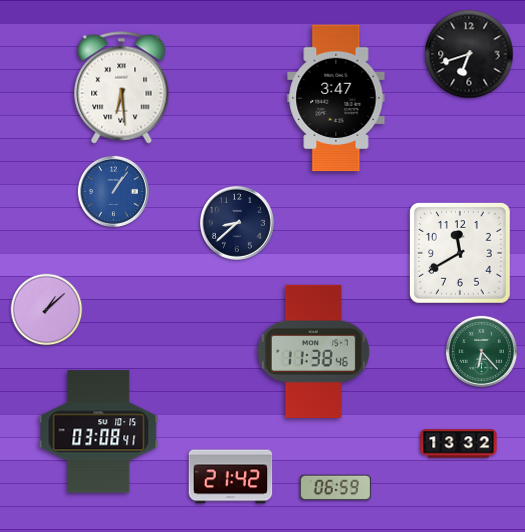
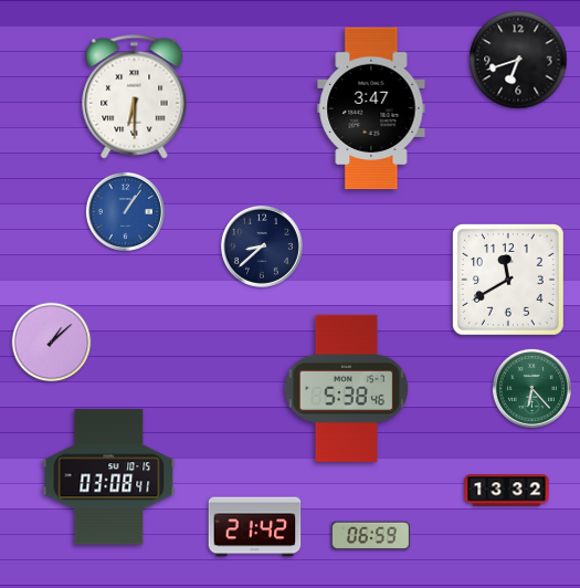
clock at (122, 88): 6:29 -> 6:30
clock at (313, 351): 11:38 -> 5:38
clock at (335, 488) position: (335, 488) -> (370, 536)
